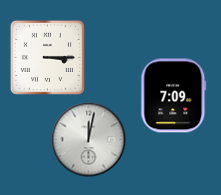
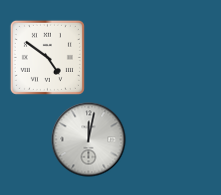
clock at (47, 57): 3:15 -> 4:51
clock at (174, 96): 7:09 -> none
